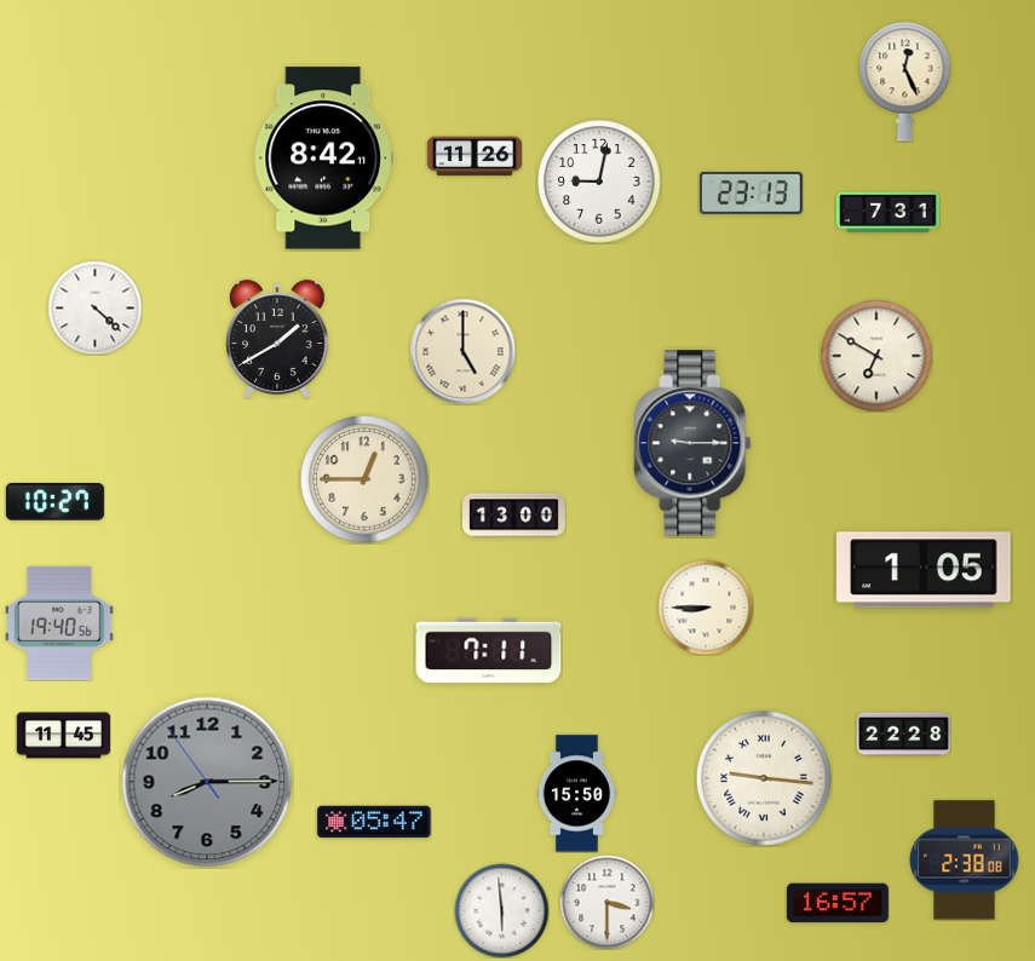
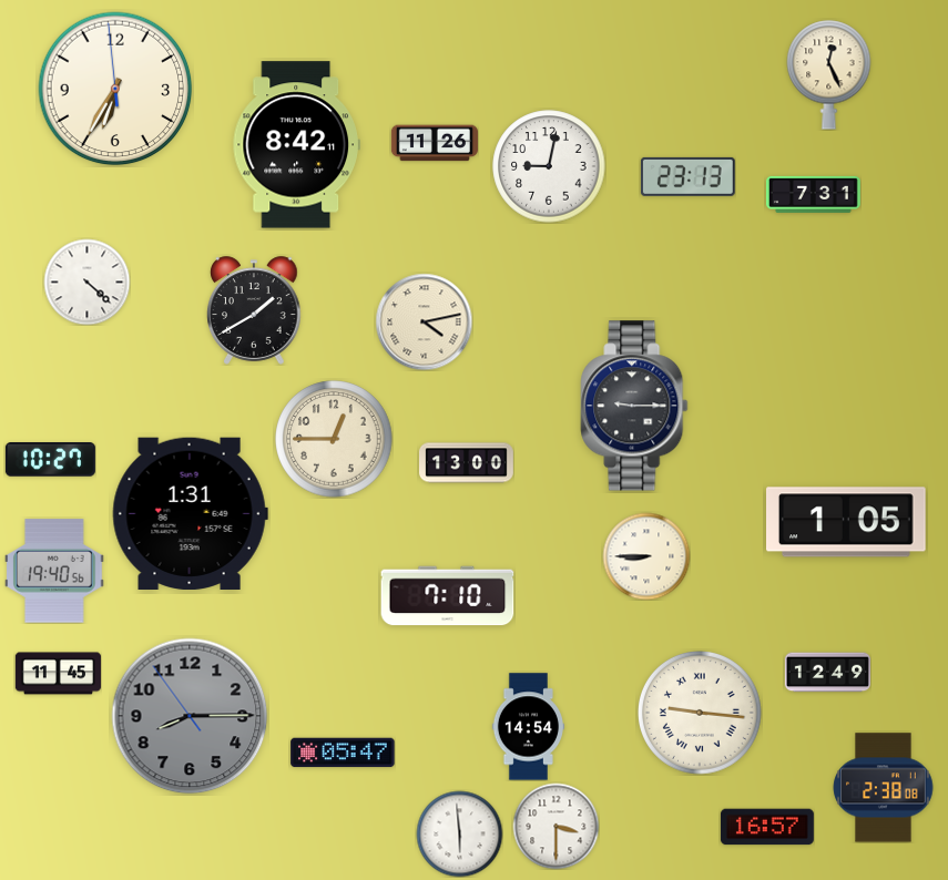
clock at (115, 89): none -> 6:34
clock at (462, 351): 5:00 -> 4:13
clock at (876, 356): 6:50 -> none
clock at (514, 516) position: (514, 516) -> (467, 463)
clock at (190, 513): none -> 1:31
clock at (489, 651): 7:11 -> 7:10
clock at (903, 735): 22:28 -> 12:49
clock at (576, 794): 15:50 -> 14:54
